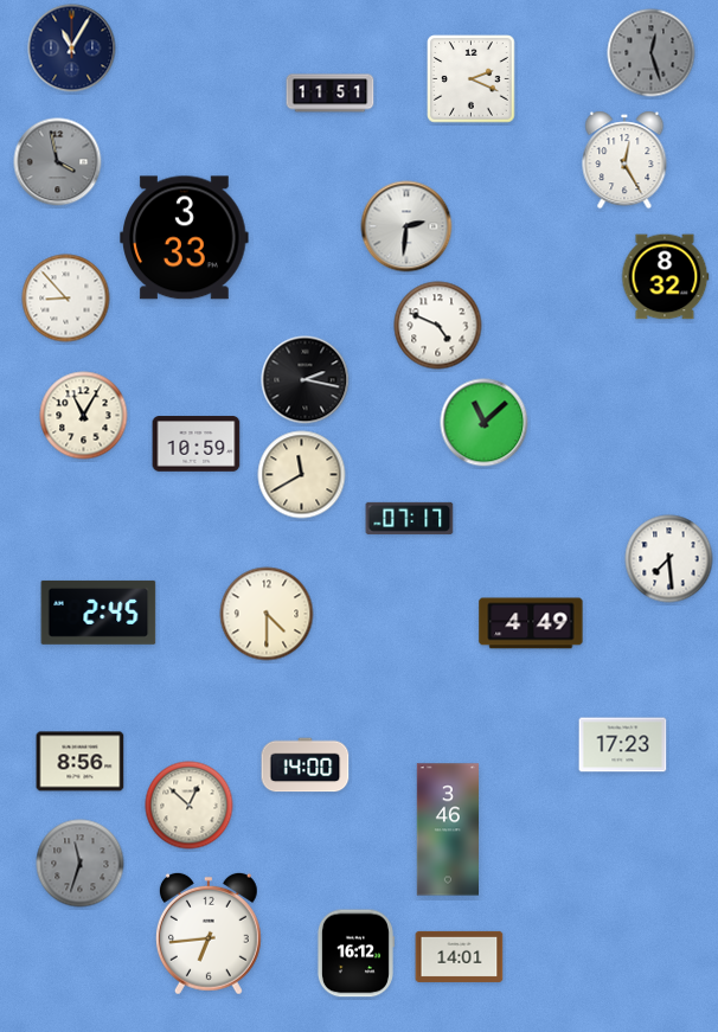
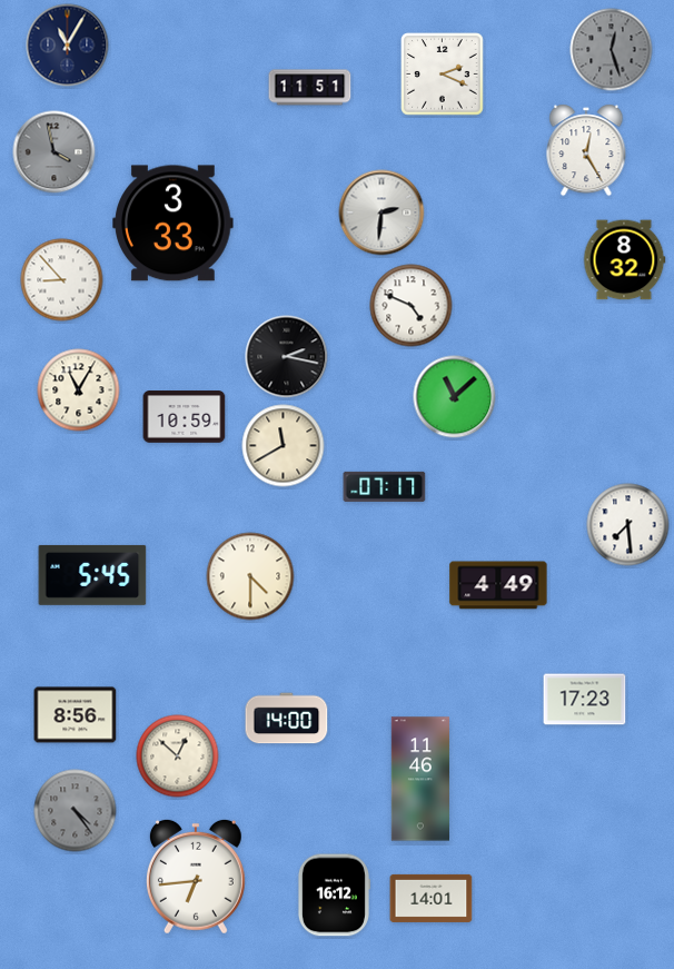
clock at (98, 613): 2:45 -> 5:45
clock at (447, 829): 3:46 -> 11:46
clock at (81, 864): 11:33 -> 4:24
